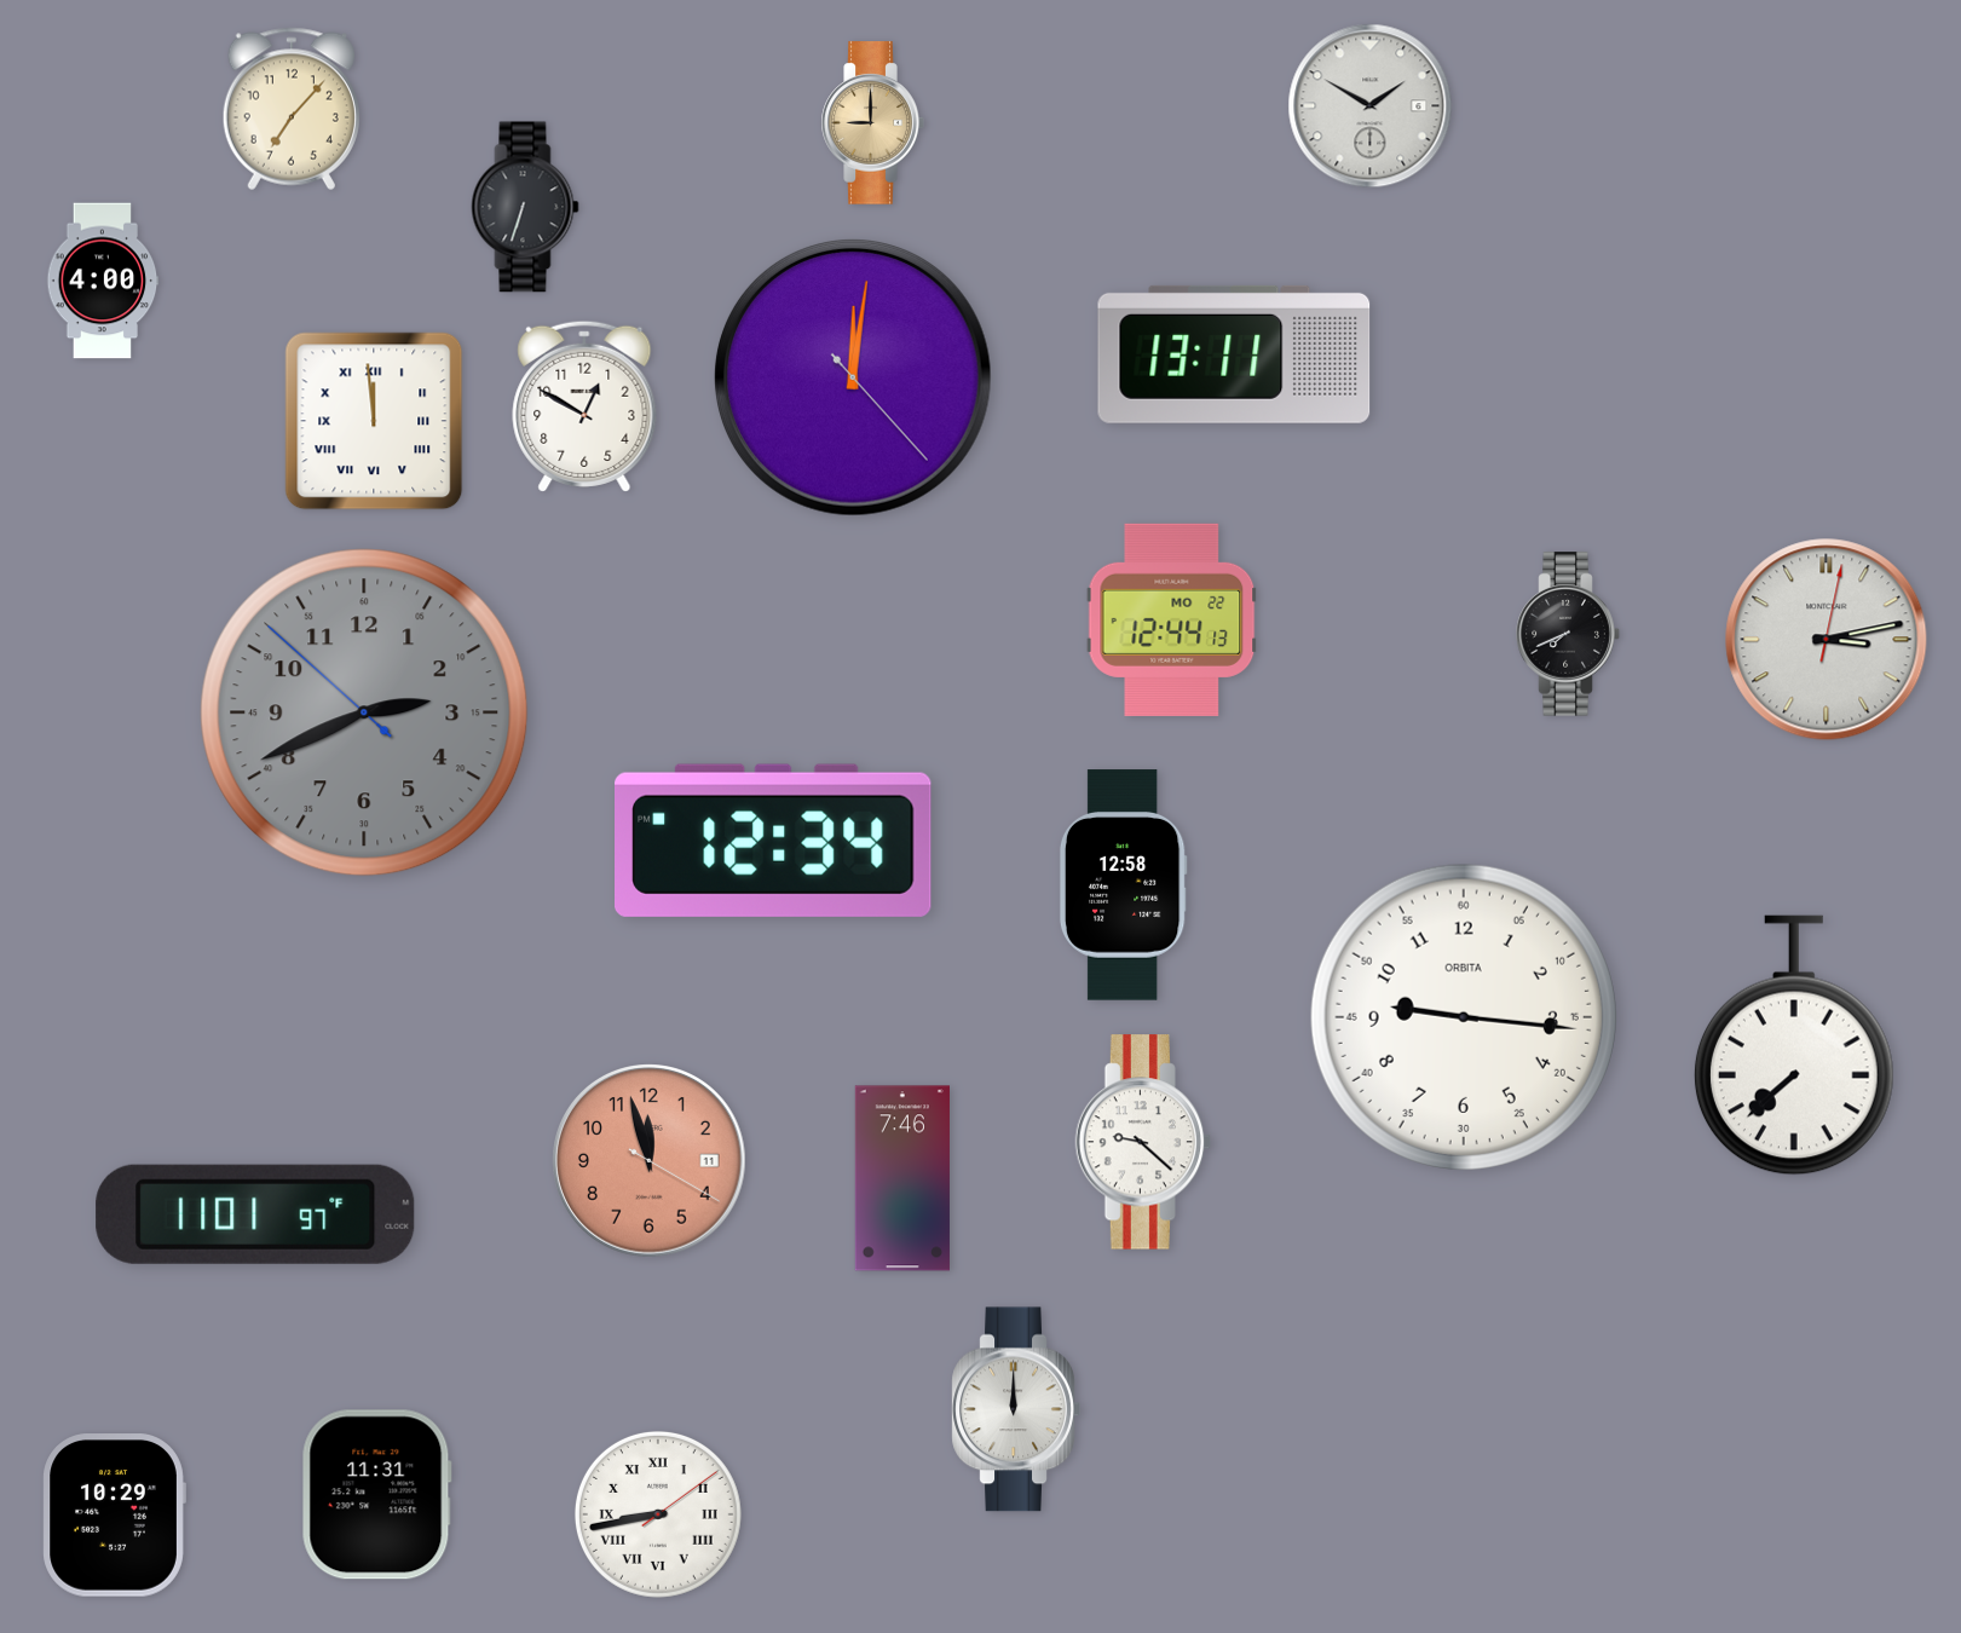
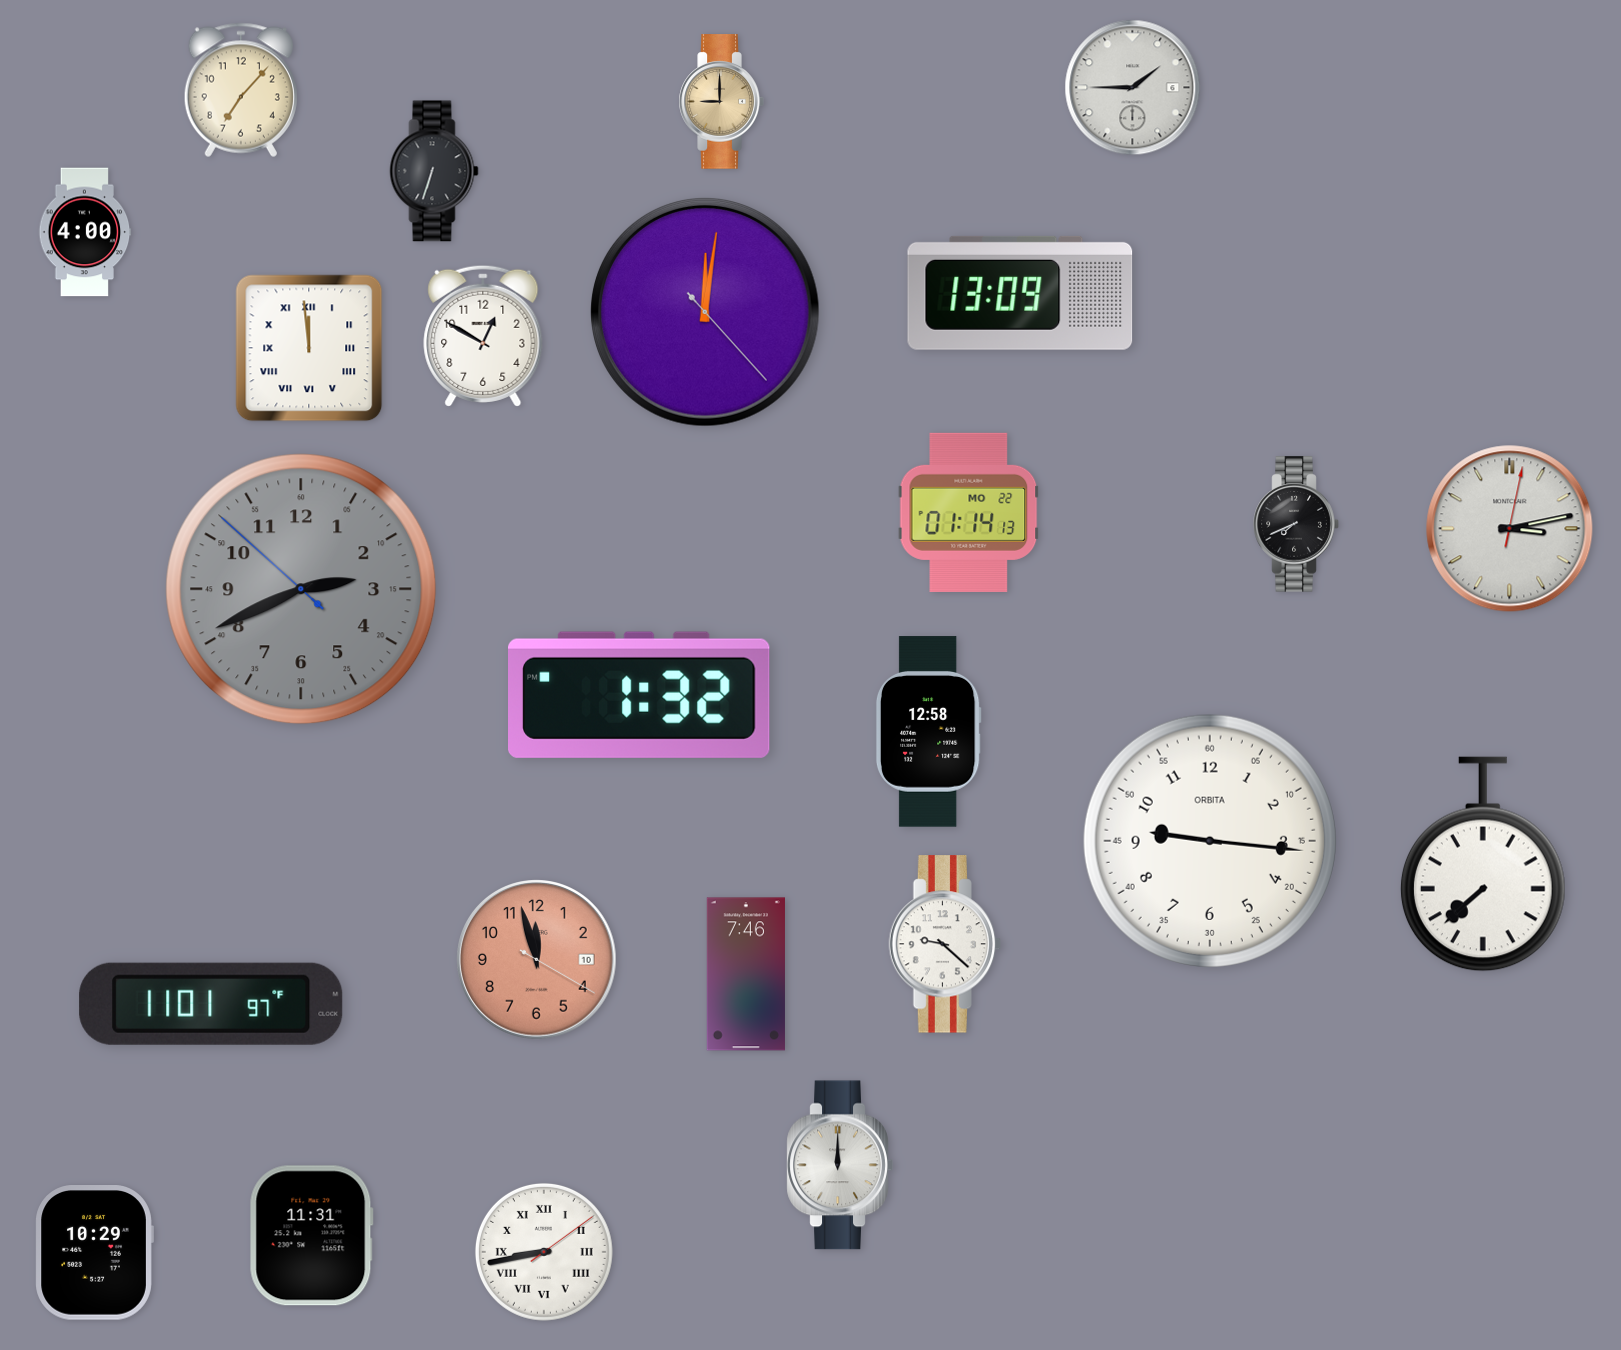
clock at (1371, 106): 1:50 -> 1:45
clock at (1234, 354): 13:11 -> 13:09
clock at (1172, 619): 12:44 -> 01:14
clock at (773, 841): 12:34 -> 1:32
clock at (650, 1161) date: 11 -> 10
